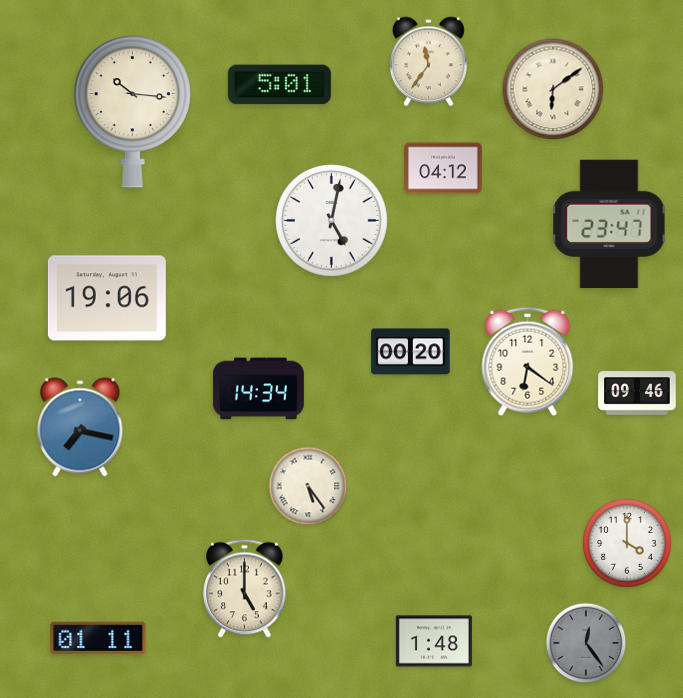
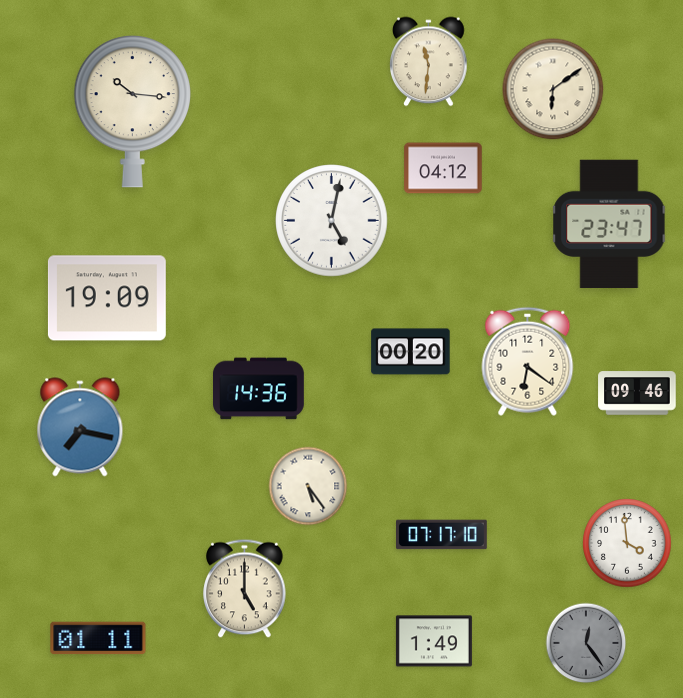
clock at (429, 62): 11:36 -> 11:31
clock at (279, 85): 5:01 -> none
clock at (107, 298): 19:06 -> 19:09
clock at (259, 389): 14:34 -> 14:36
clock at (442, 535): none -> 07:17
clock at (627, 543): 4:00 -> 3:59
clock at (434, 641): 1:48 -> 1:49
